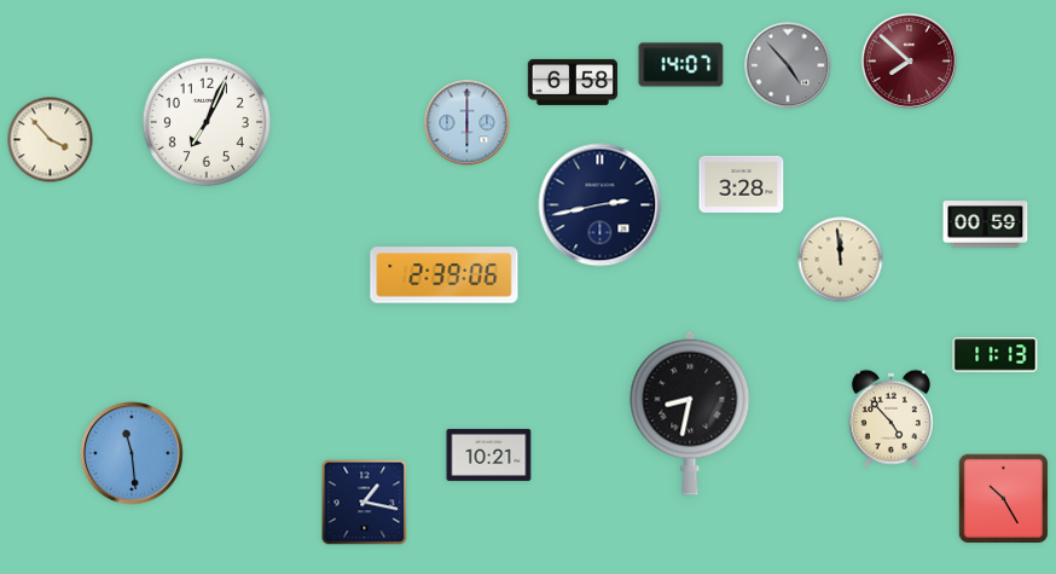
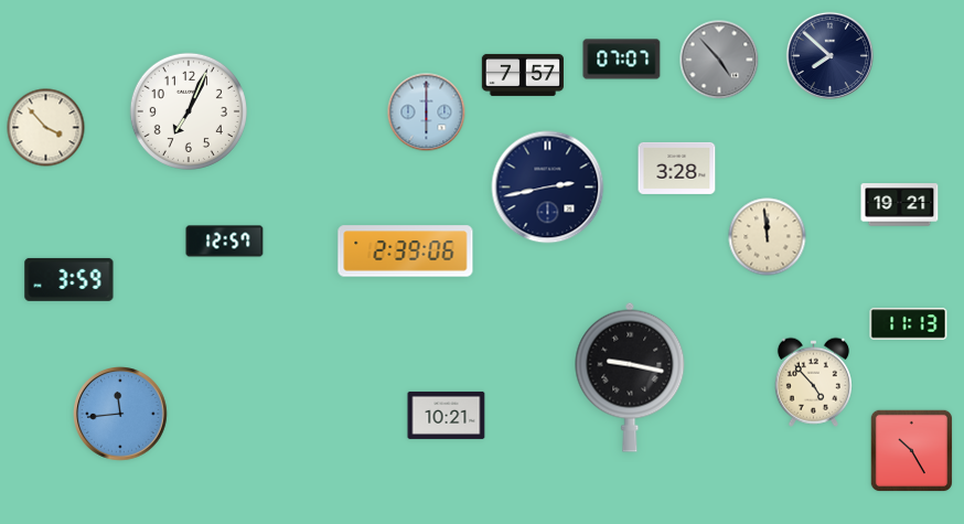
clock at (909, 60) dial: burgundy -> navy
clock at (681, 65): 14:07 -> 07:07
clock at (571, 82): 6:58 -> 7:57
clock at (986, 225): 00:59 -> 19:21
clock at (225, 242): none -> 12:57
clock at (69, 279): none -> 3:59
clock at (690, 413): 8:32 -> 9:17
clock at (133, 454): 11:29 -> 11:44
clock at (1003, 498) position: (1003, 498) -> (911, 450)
clock at (365, 503): 1:17 -> none
